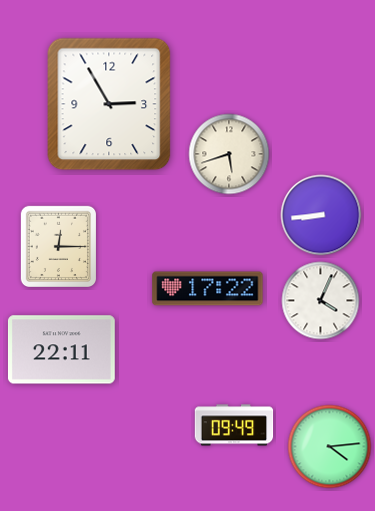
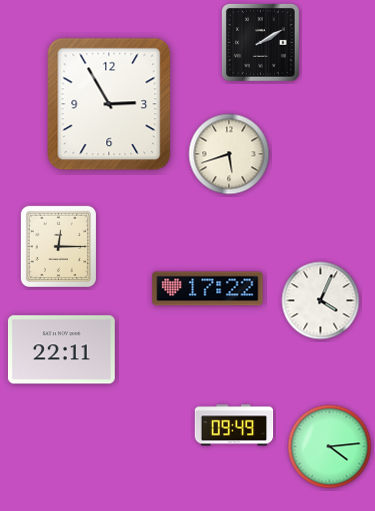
clock at (261, 43): none -> 2:10
clock at (321, 215): 8:44 -> none
